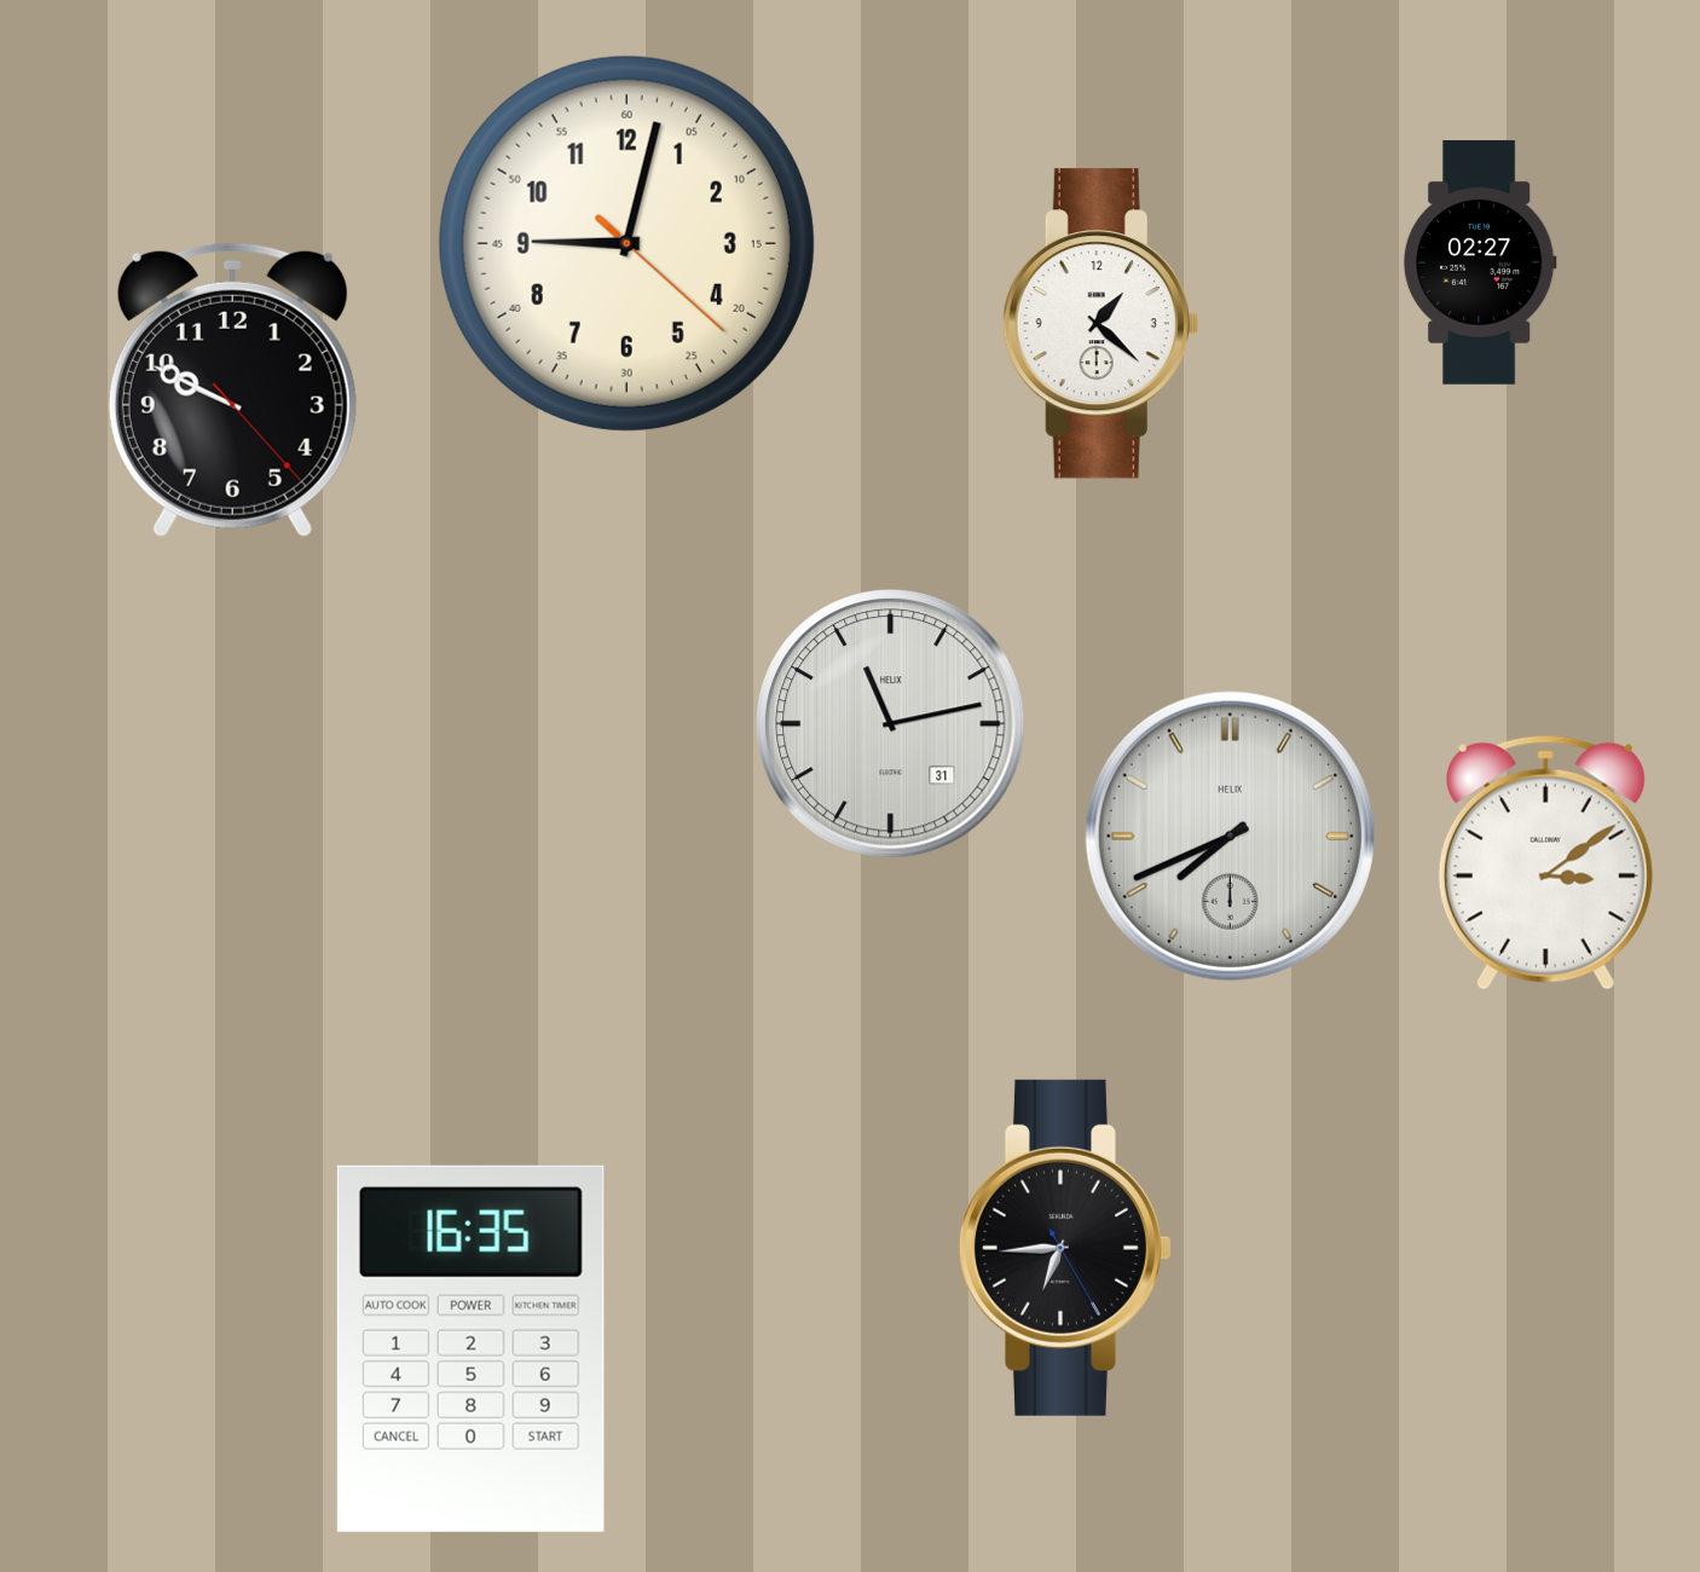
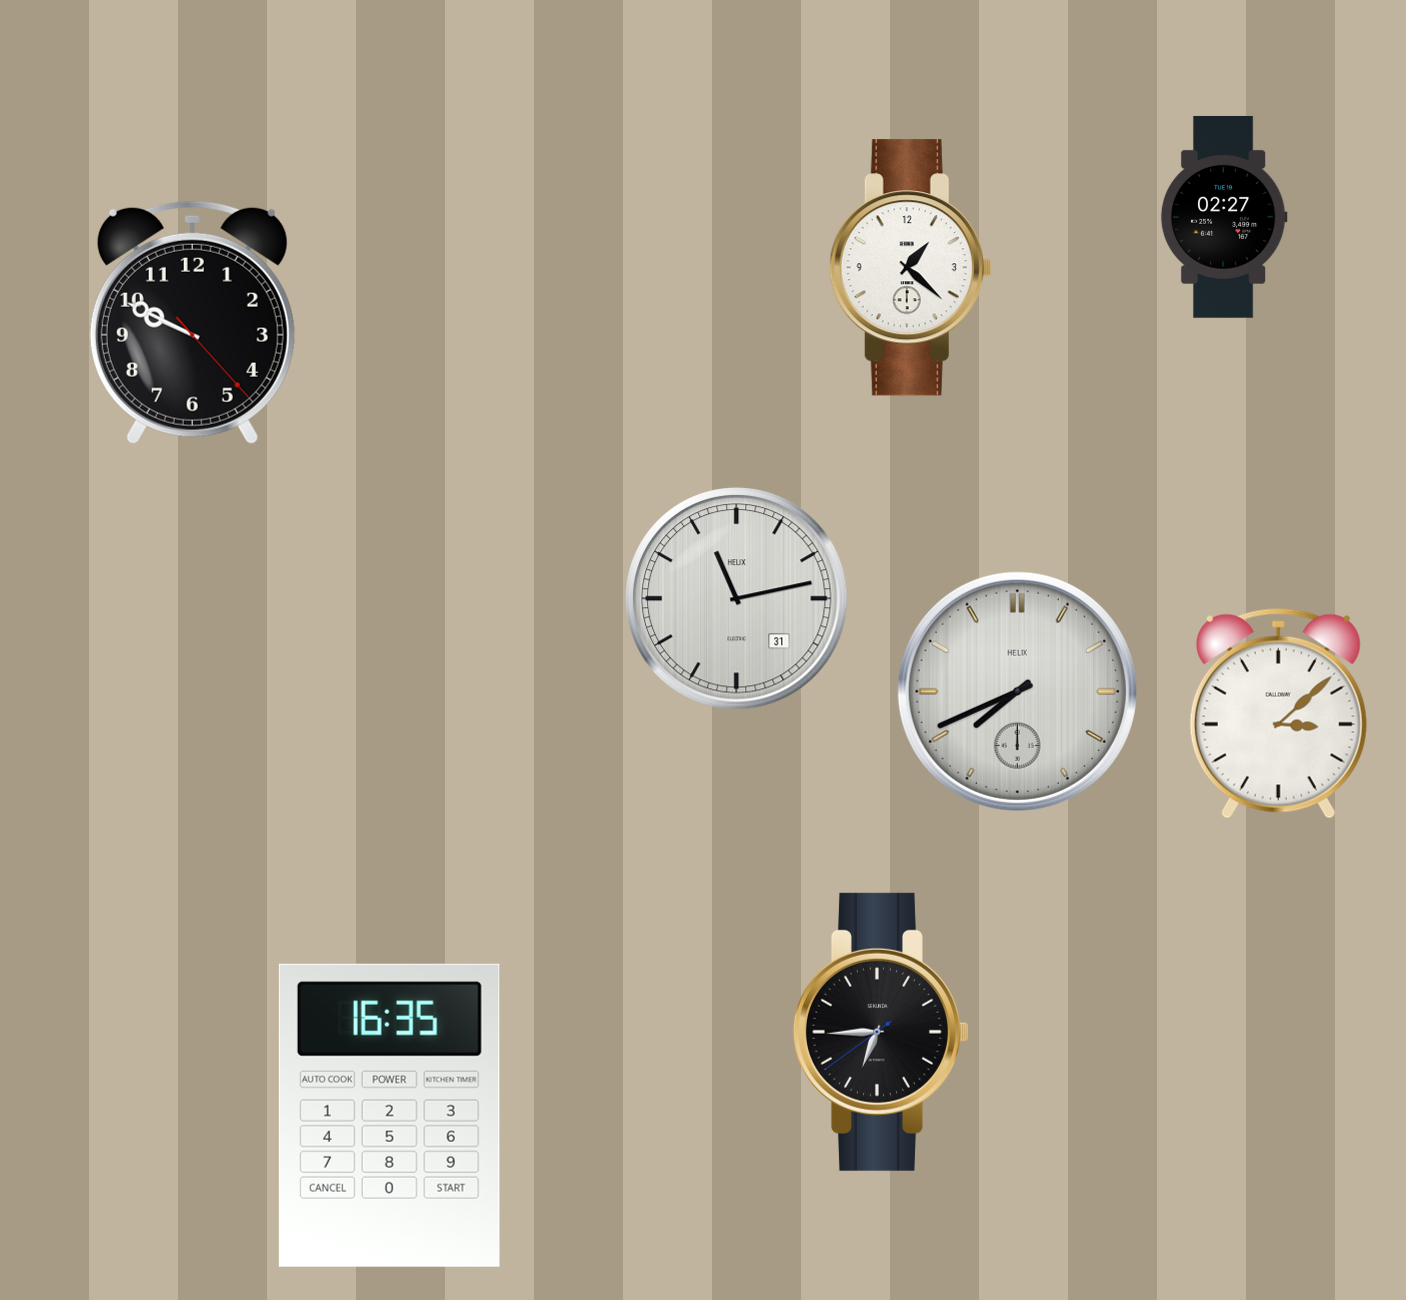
clock at (626, 243): 9:02 -> none
clock at (1545, 862): 3:09 -> 3:08
clock at (1065, 1248): 6:44:25 -> 6:44:39
